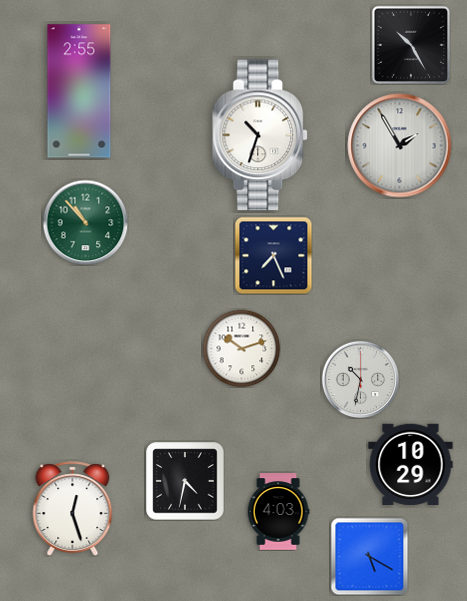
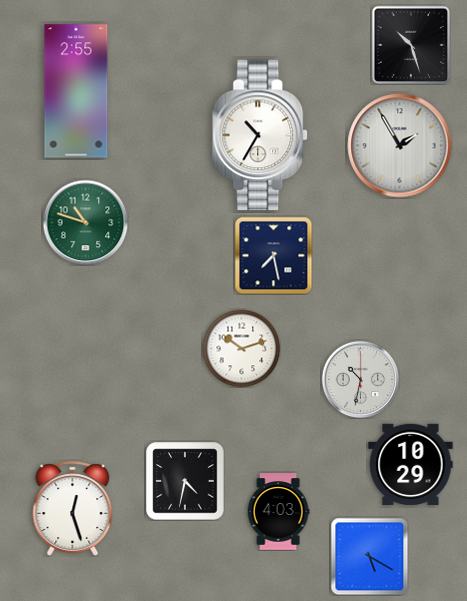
clock at (411, 45): 10:25 -> 10:27
clock at (79, 91) position: (79, 91) -> (76, 91)
clock at (261, 135): 10:33 -> 10:35
clock at (85, 222): 10:53 -> 10:48
clock at (273, 255): 7:26 -> 7:28
